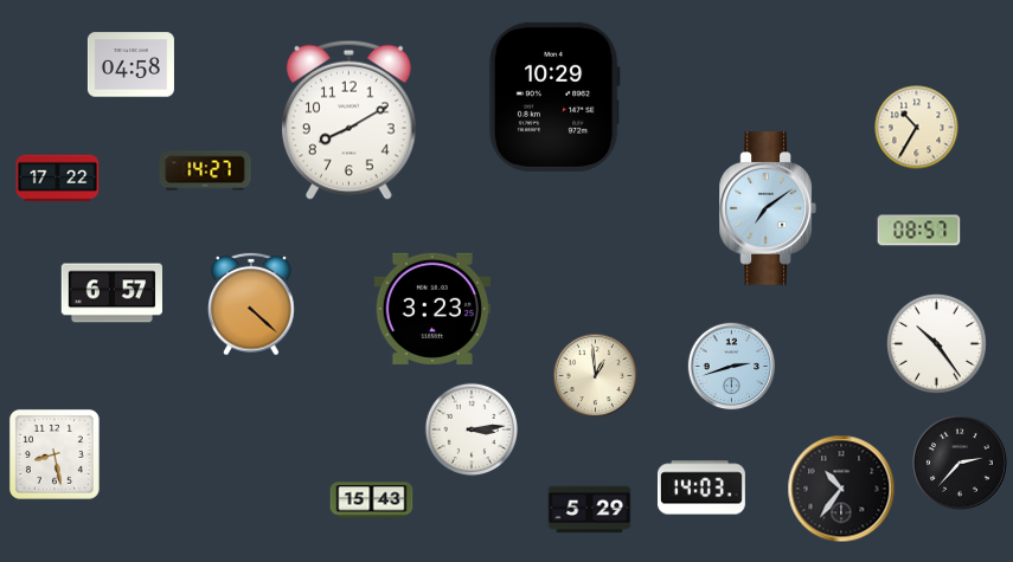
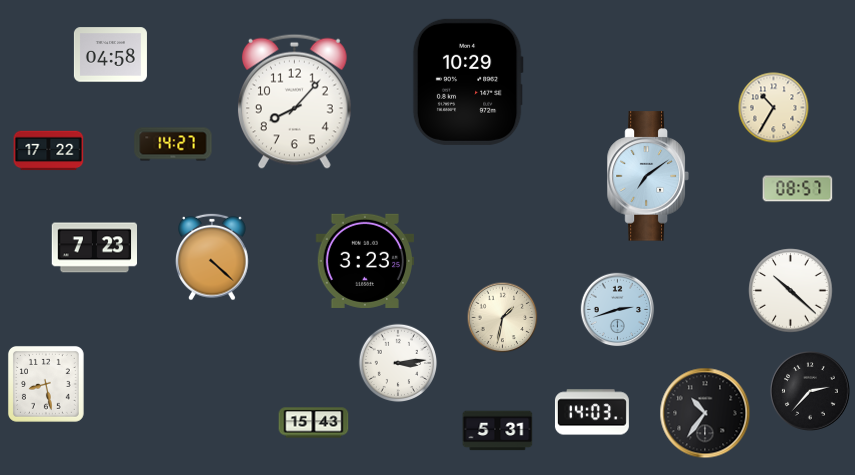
clock at (348, 119): 8:10 -> 8:07
clock at (919, 231) position: (919, 231) -> (798, 189)
clock at (113, 293): 6:57 -> 7:23
clock at (937, 344): 10:24 -> 10:22
clock at (596, 376): 12:59 -> 1:32
clock at (841, 489) position: (841, 489) -> (705, 413)
clock at (590, 510): 5:29 -> 5:31
